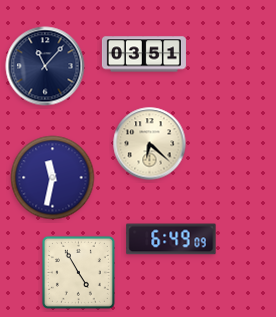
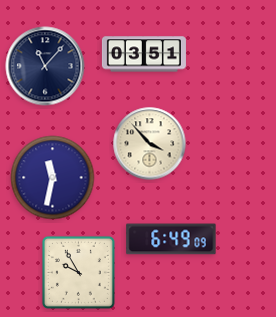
clock at (150, 144): 6:22 -> 3:53
clock at (78, 272): 4:55 -> 9:55
